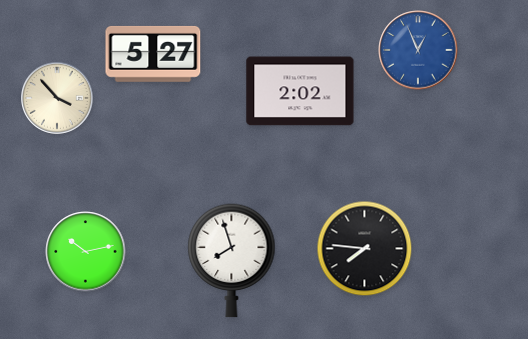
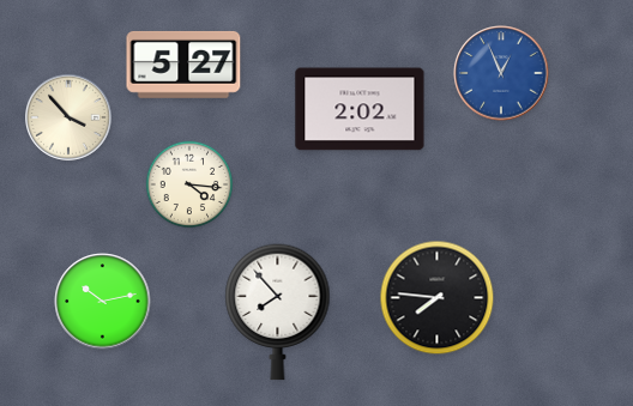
clock at (418, 50) position: (418, 50) -> (501, 73)
clock at (189, 184): none -> 4:16
clock at (232, 261): 7:57 -> 7:53
